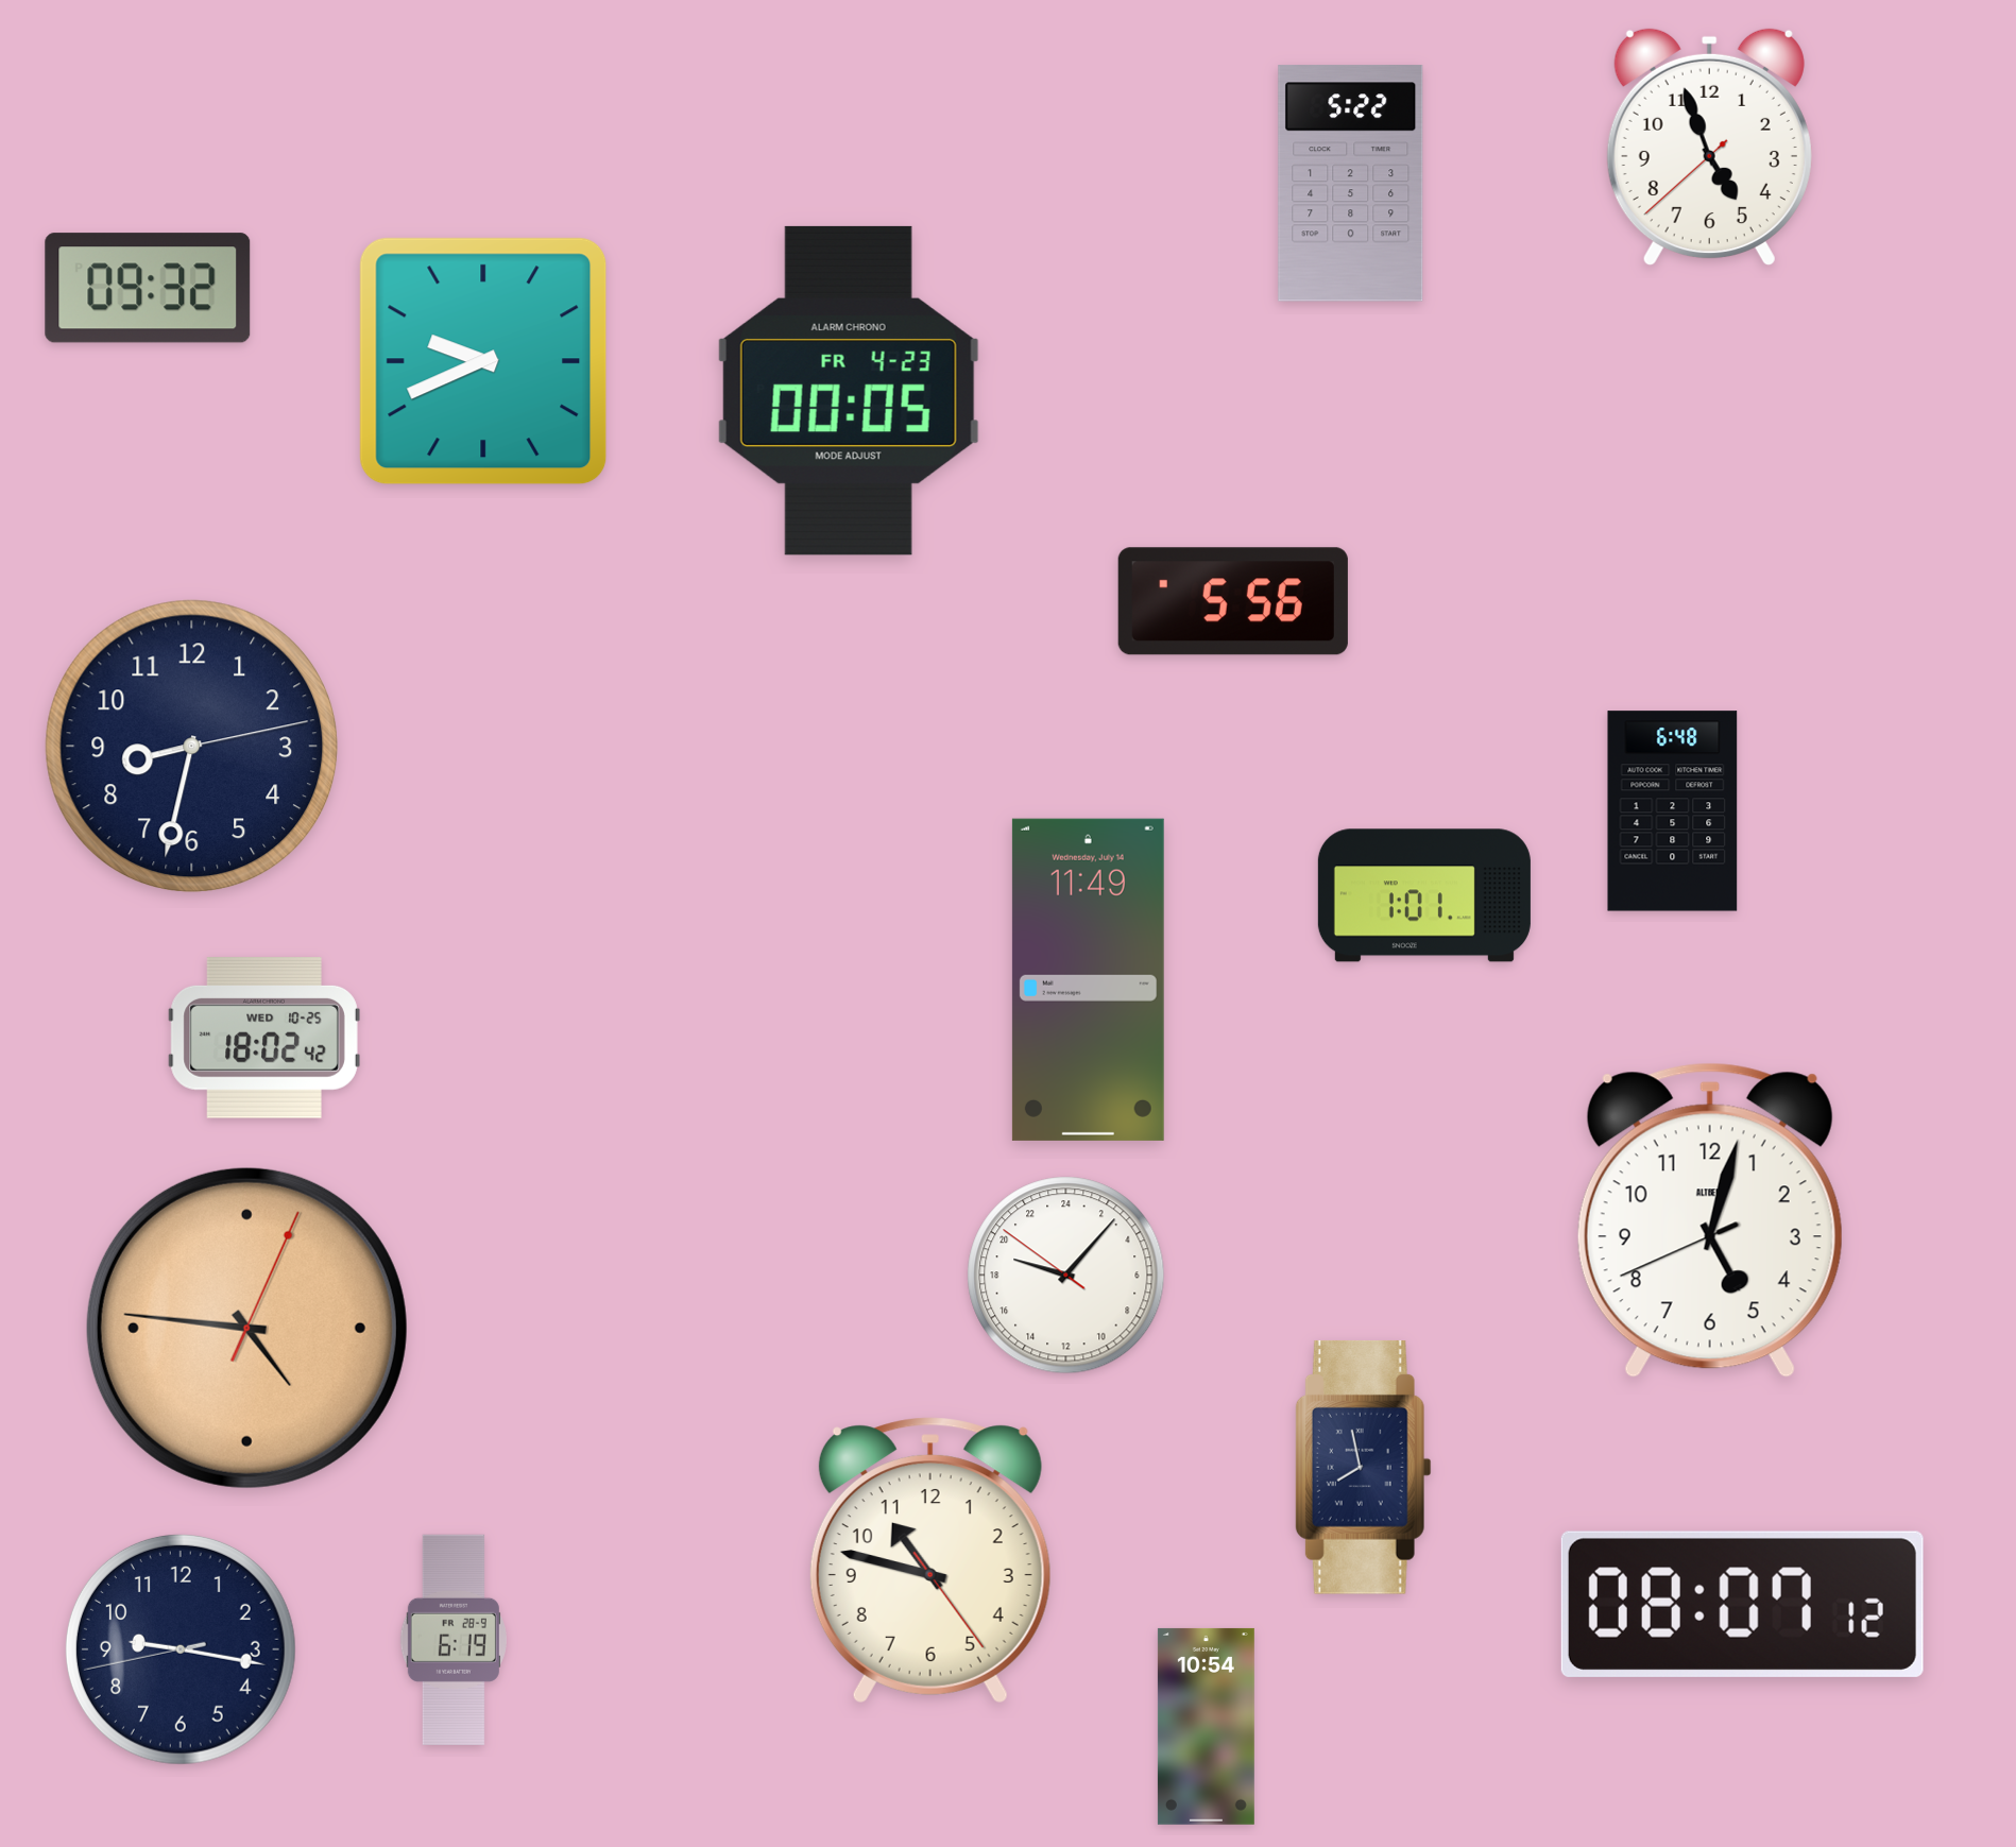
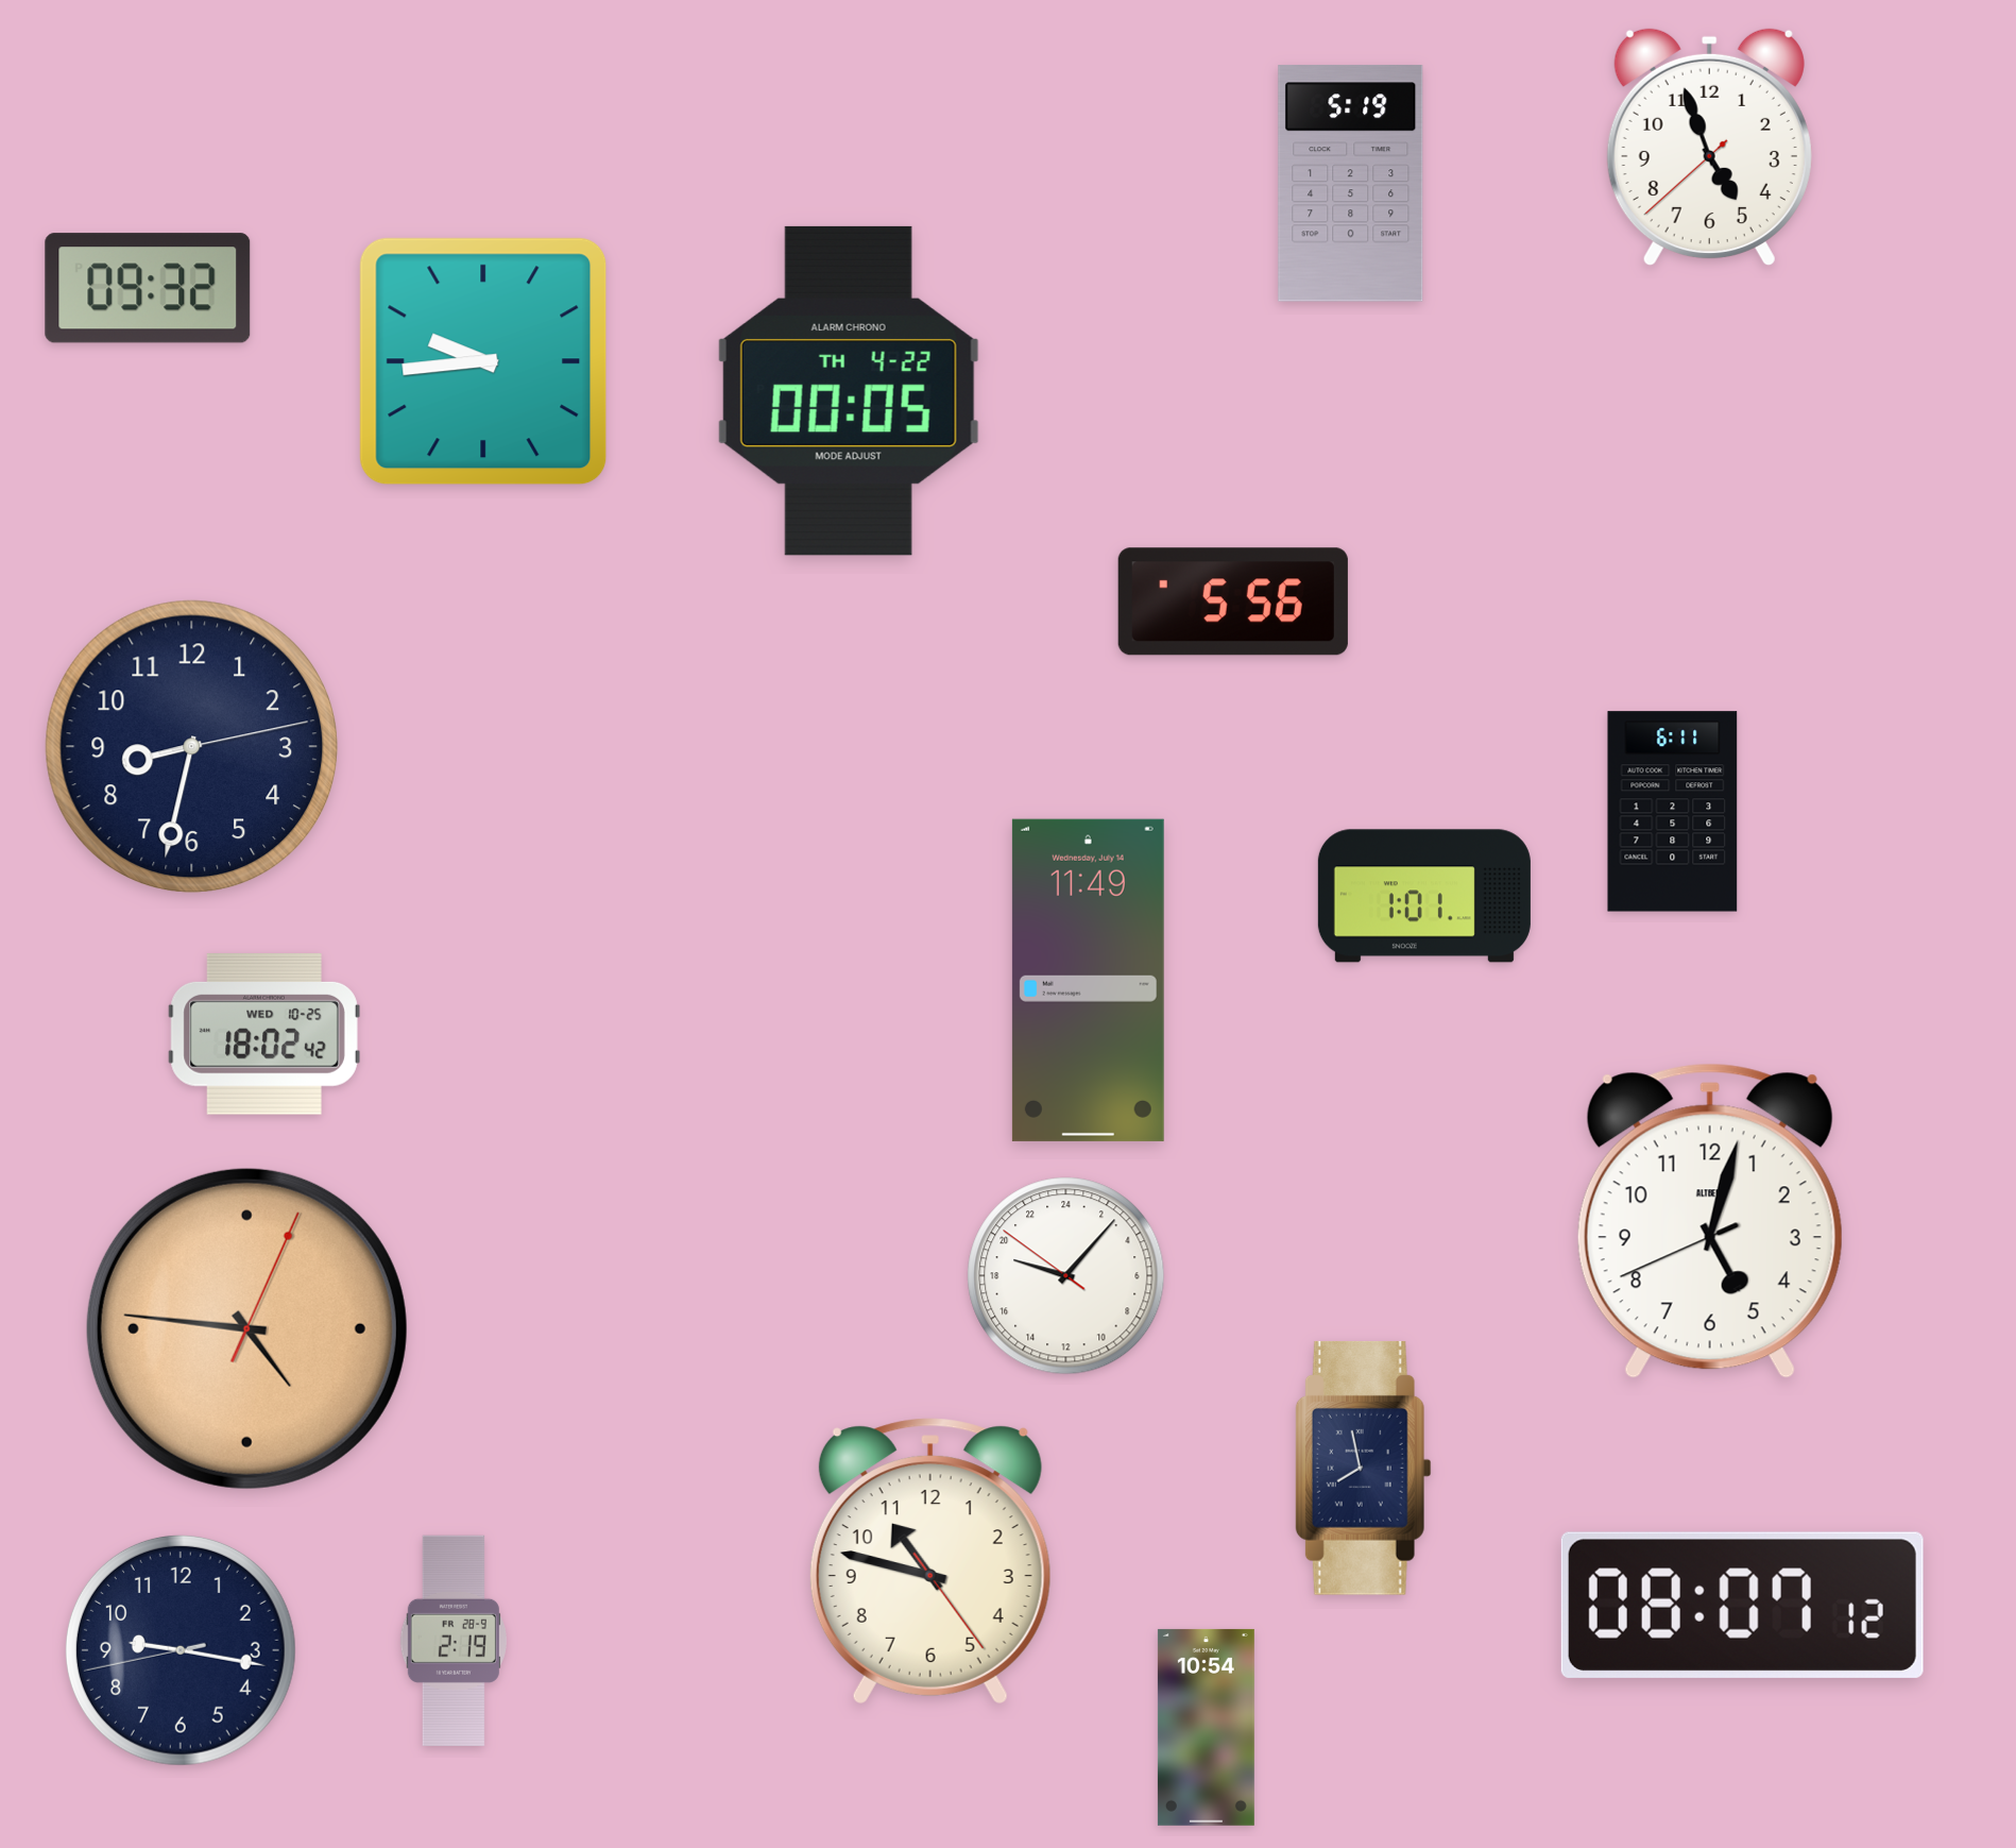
clock at (1351, 184): 5:22 -> 5:19
clock at (483, 361): 9:41 -> 9:44
clock at (849, 391) date: FR 4-23 -> TH 4-22
clock at (1673, 811): 6:48 -> 6:11
clock at (264, 1038) position: (264, 1038) -> (264, 1034)
clock at (454, 1640): 6:19 -> 2:19
